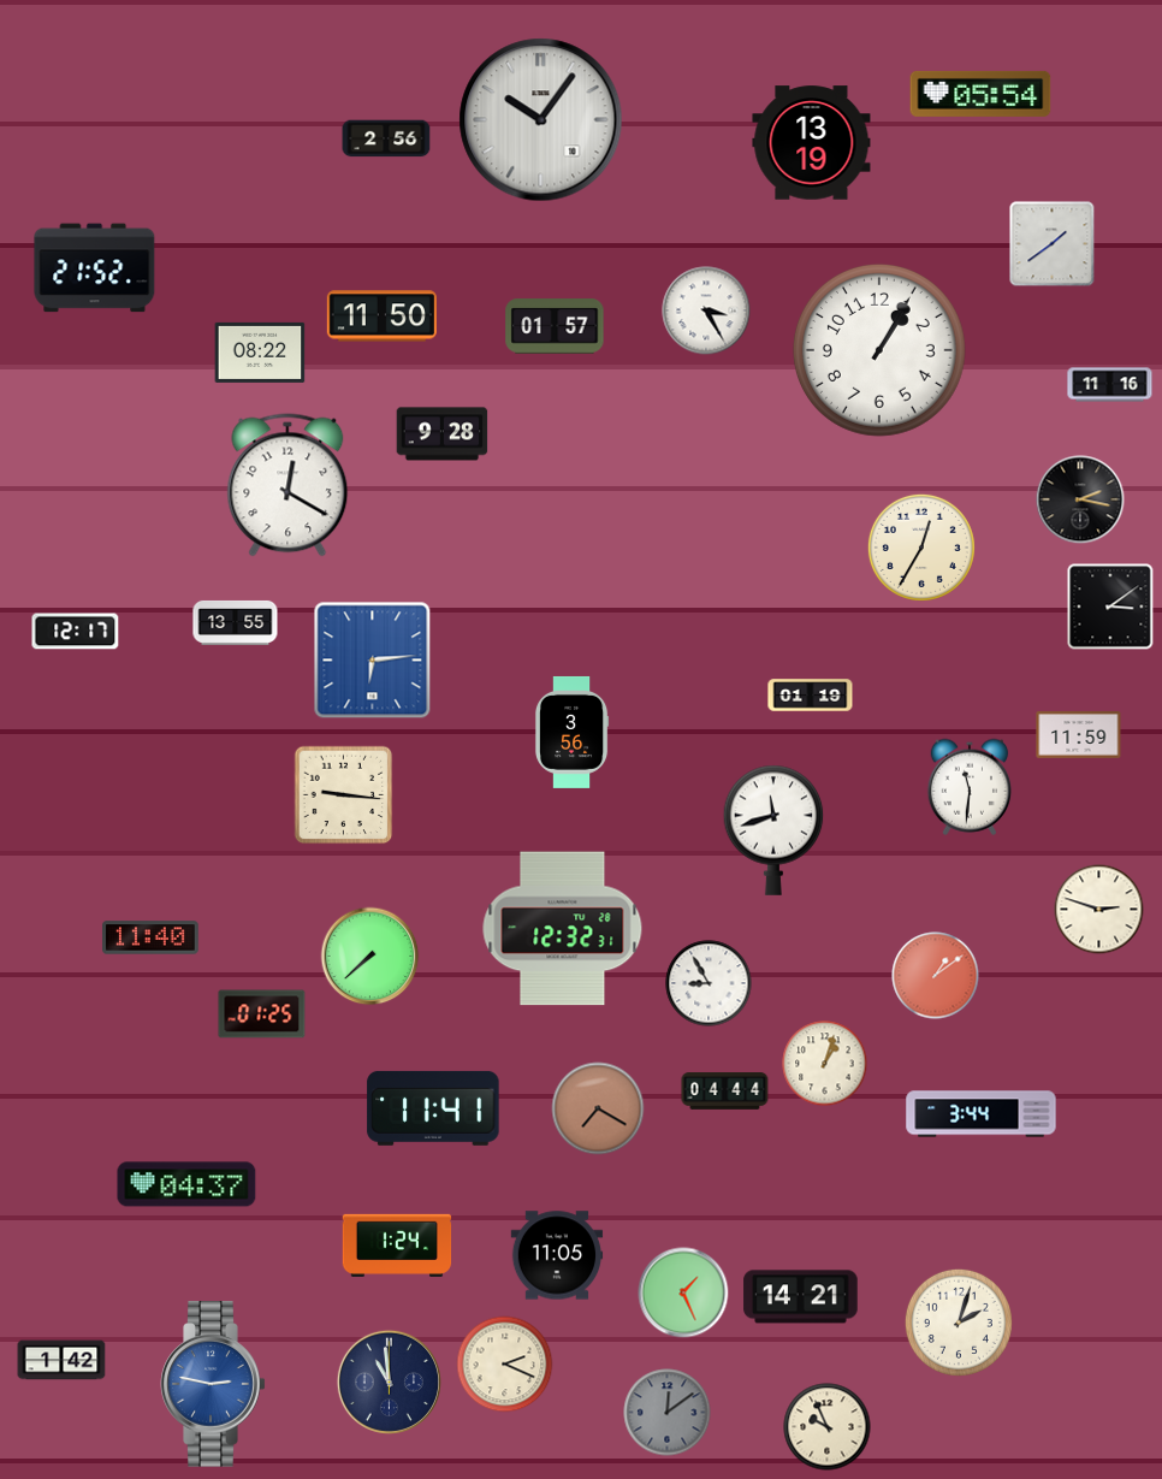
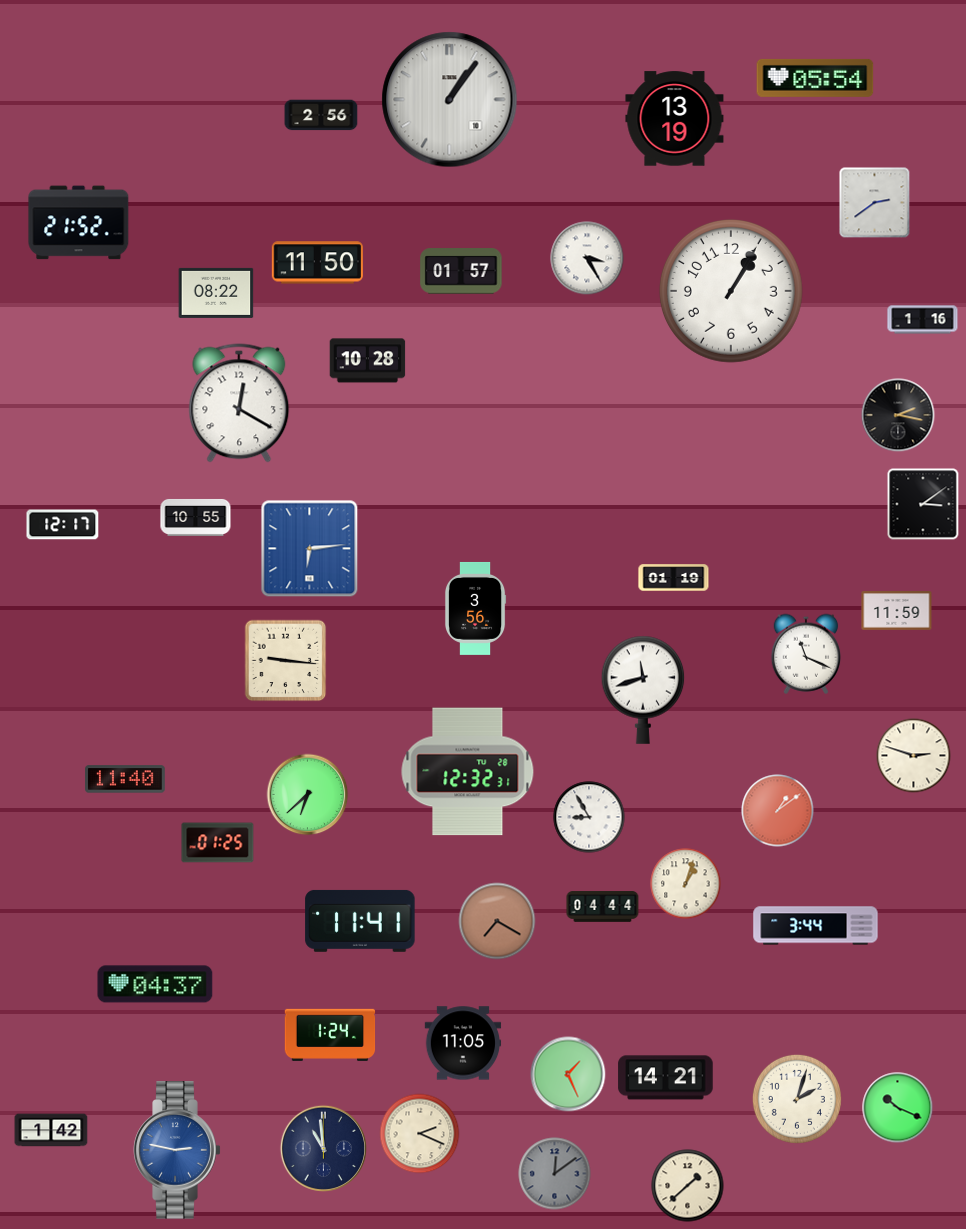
clock at (541, 120): 10:06 -> 1:06
clock at (1053, 244): 1:39 -> 2:39
clock at (1110, 385): 11:16 -> 1:16
clock at (443, 434): 9:28 -> 10:28
clock at (921, 548): 12:35 -> none
clock at (236, 622): 13:55 -> 10:55
clock at (970, 787): 11:31 -> 11:19
clock at (370, 957): 7:38 -> 6:38
clock at (898, 1108): none -> 10:19
clock at (828, 1427): 9:56 -> 1:38
